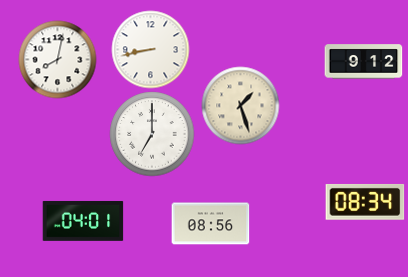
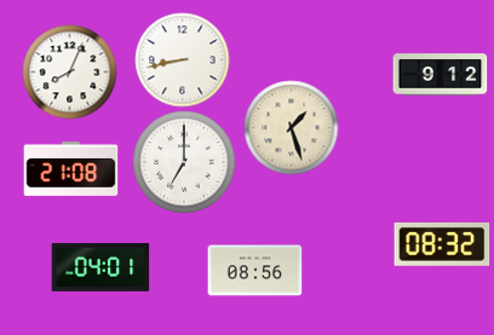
clock at (57, 59): 8:02 -> 8:04
clock at (70, 168): none -> 21:08
clock at (365, 202): 08:34 -> 08:32
